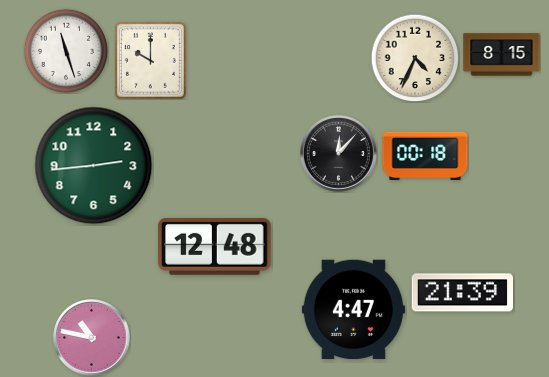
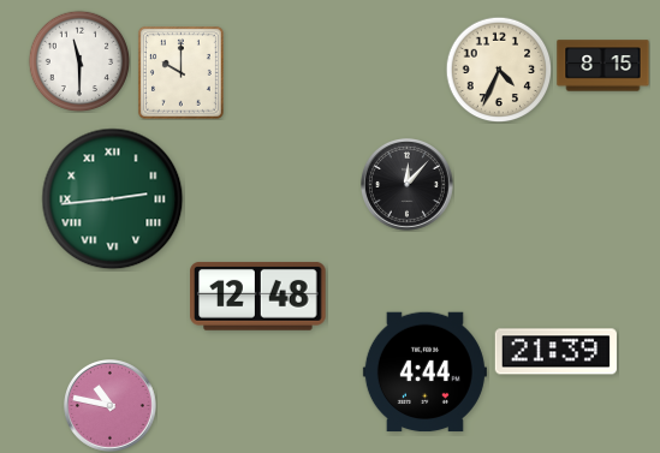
clock at (66, 51): 11:27 -> 11:30
clock at (425, 156): 00:18 -> none
clock at (94, 166) numerals: Arabic -> Roman
clock at (353, 310): 4:47 -> 4:44
